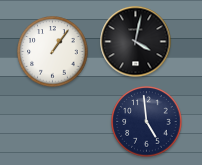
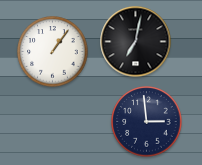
clock at (136, 42): 4:02 -> 7:02
clock at (147, 122): 4:59 -> 2:59
